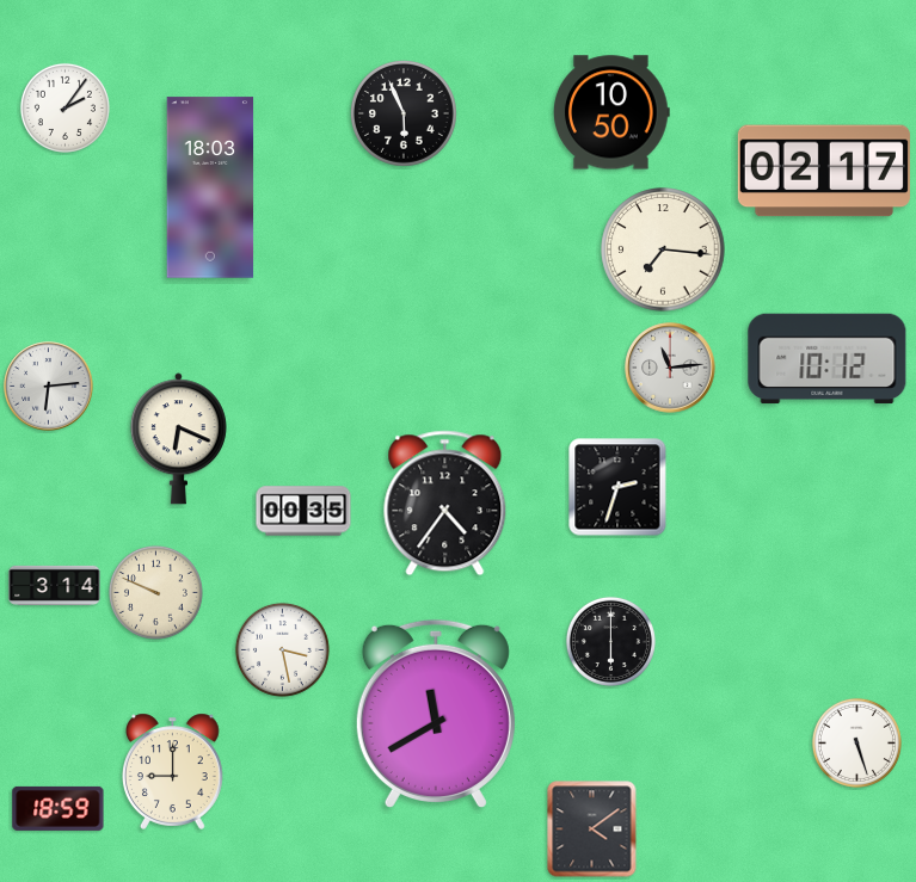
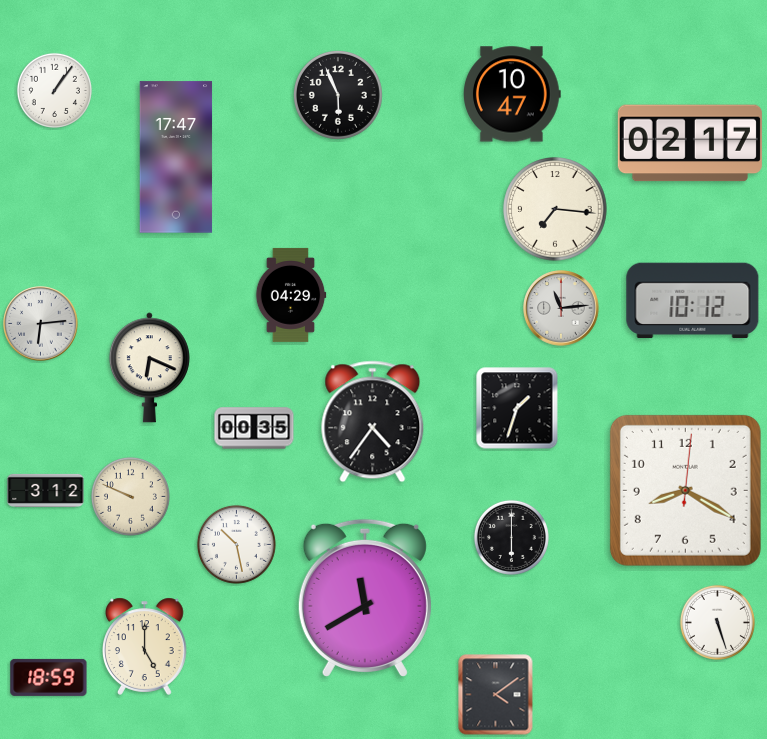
clock at (64, 107): 2:06 -> 1:06
clock at (613, 112): 10:50 -> 10:47
clock at (210, 187): 18:03 -> 17:47
clock at (291, 295): none -> 04:29
clock at (617, 487): 2:33 -> 1:33
clock at (55, 585): 3:14 -> 3:12
clock at (685, 490): none -> 8:20
clock at (282, 649): 3:28 -> 10:28
clock at (173, 771): 9:00 -> 5:00
